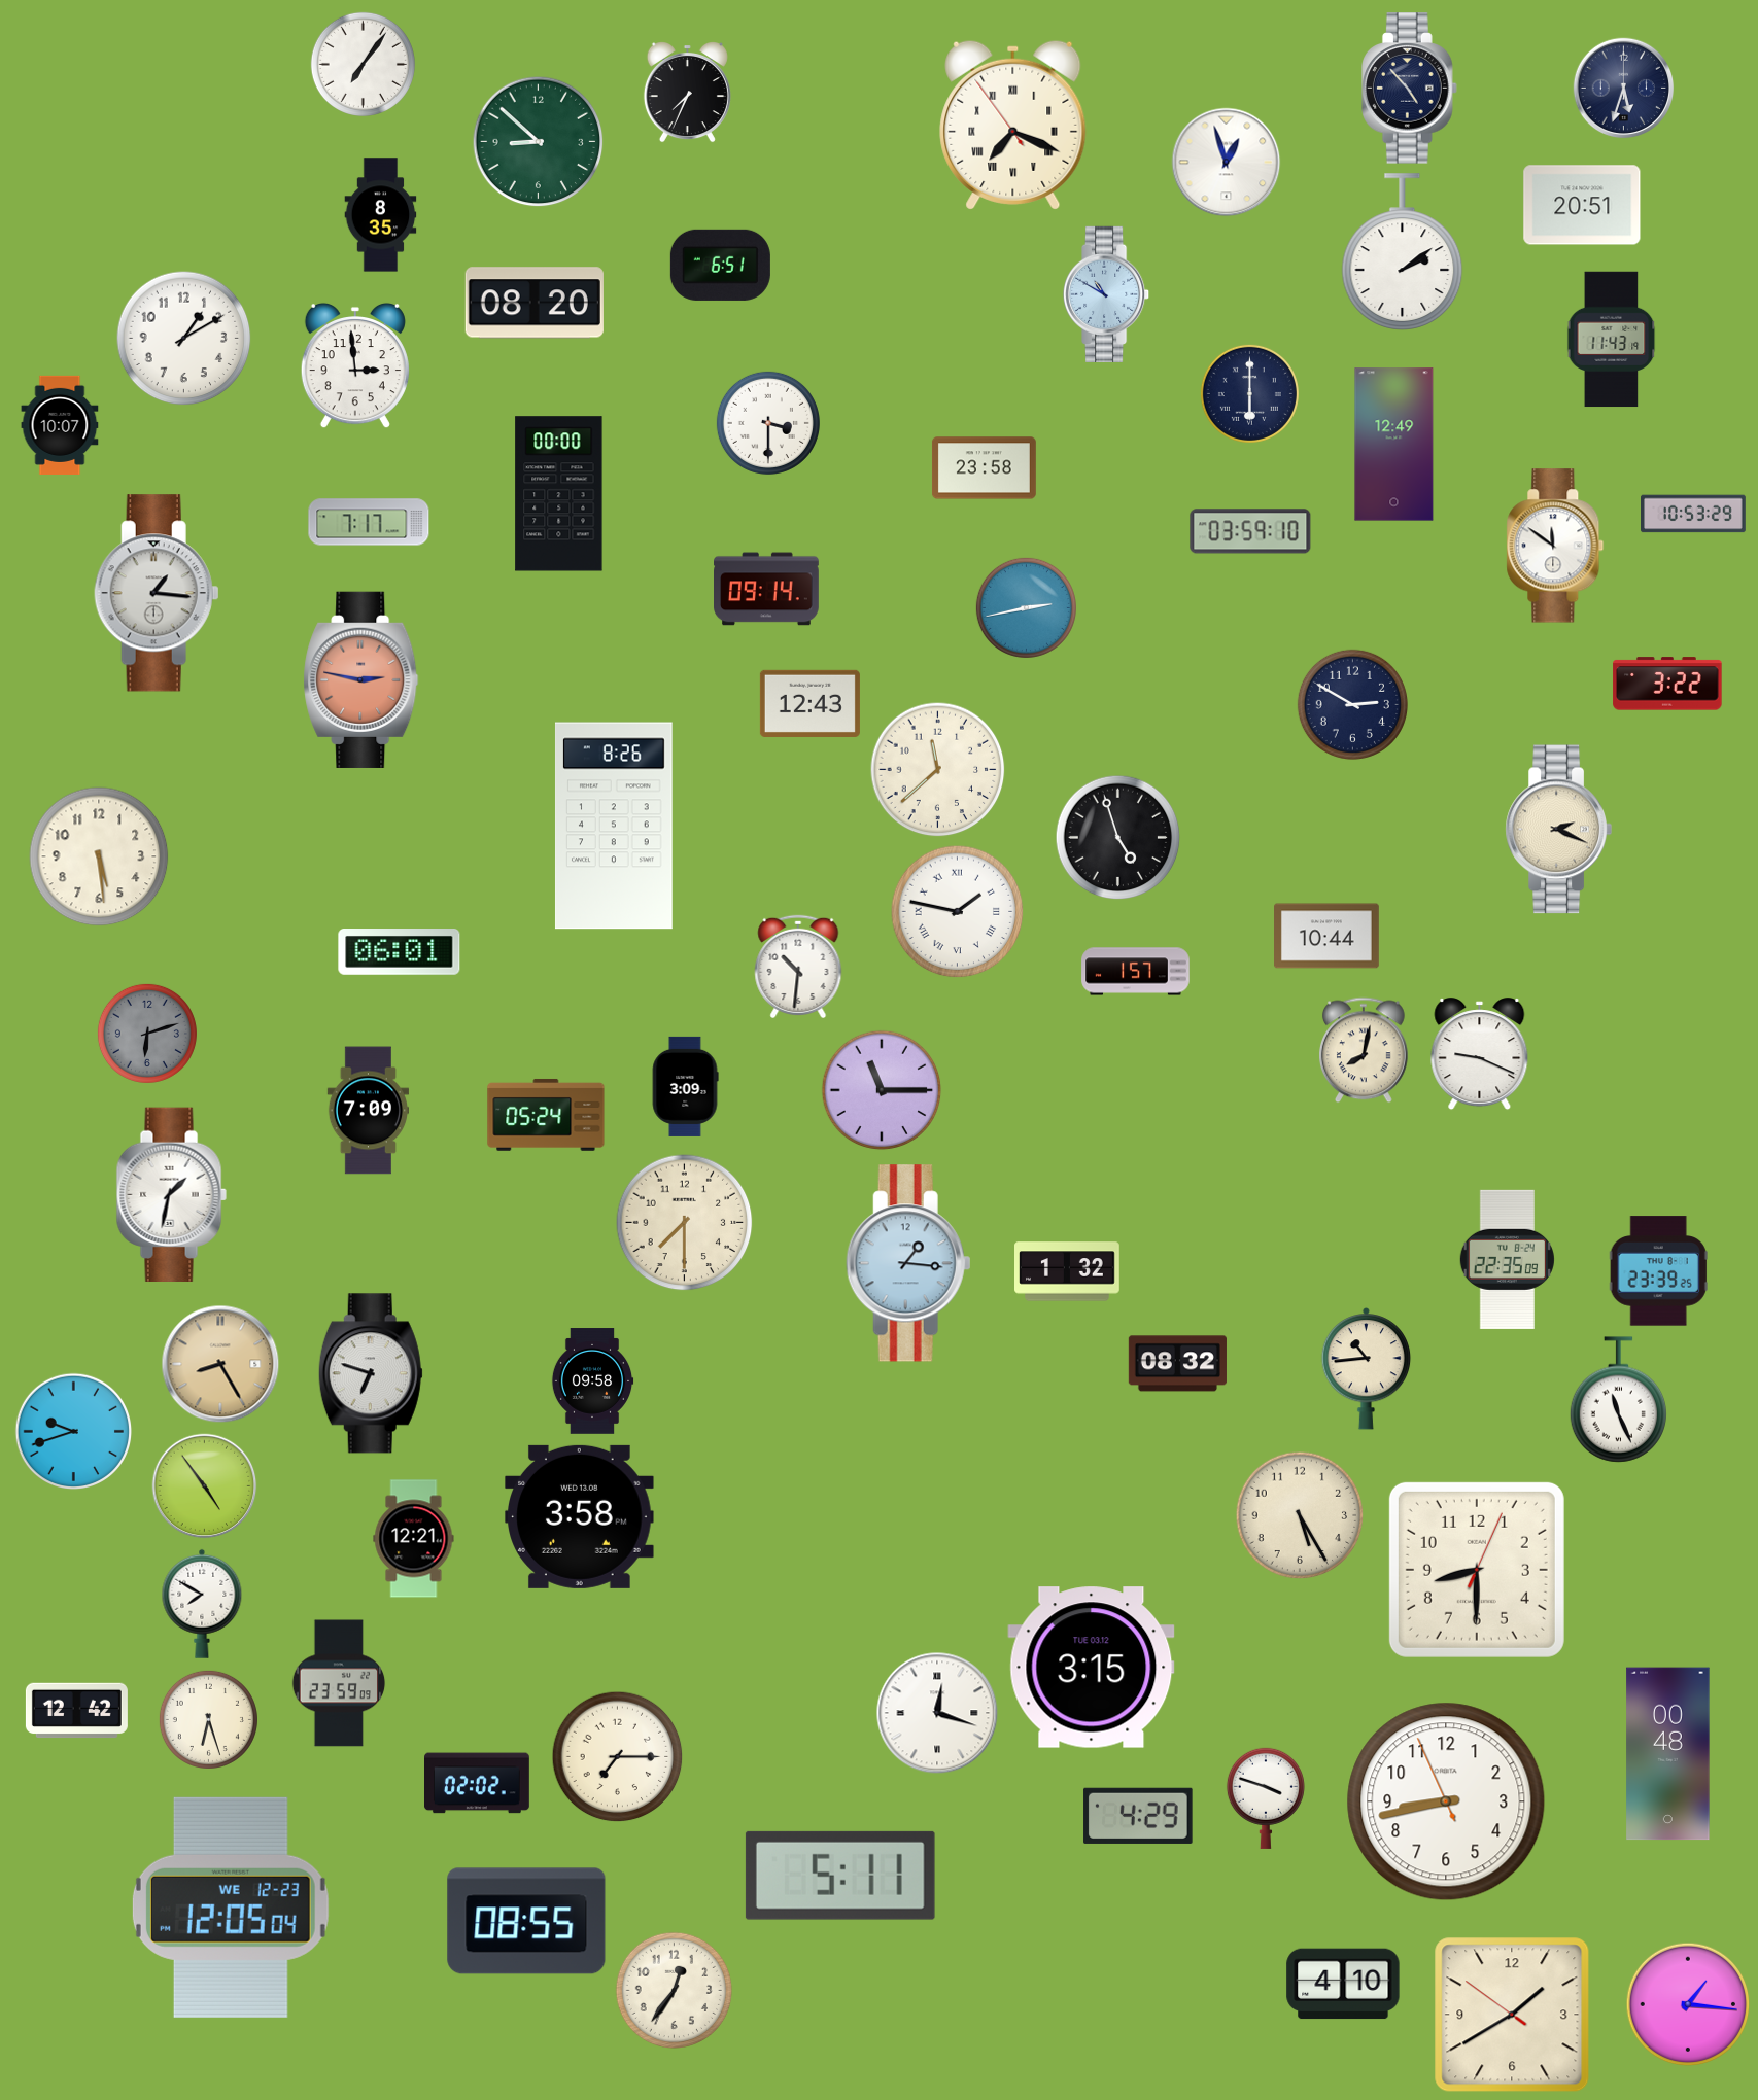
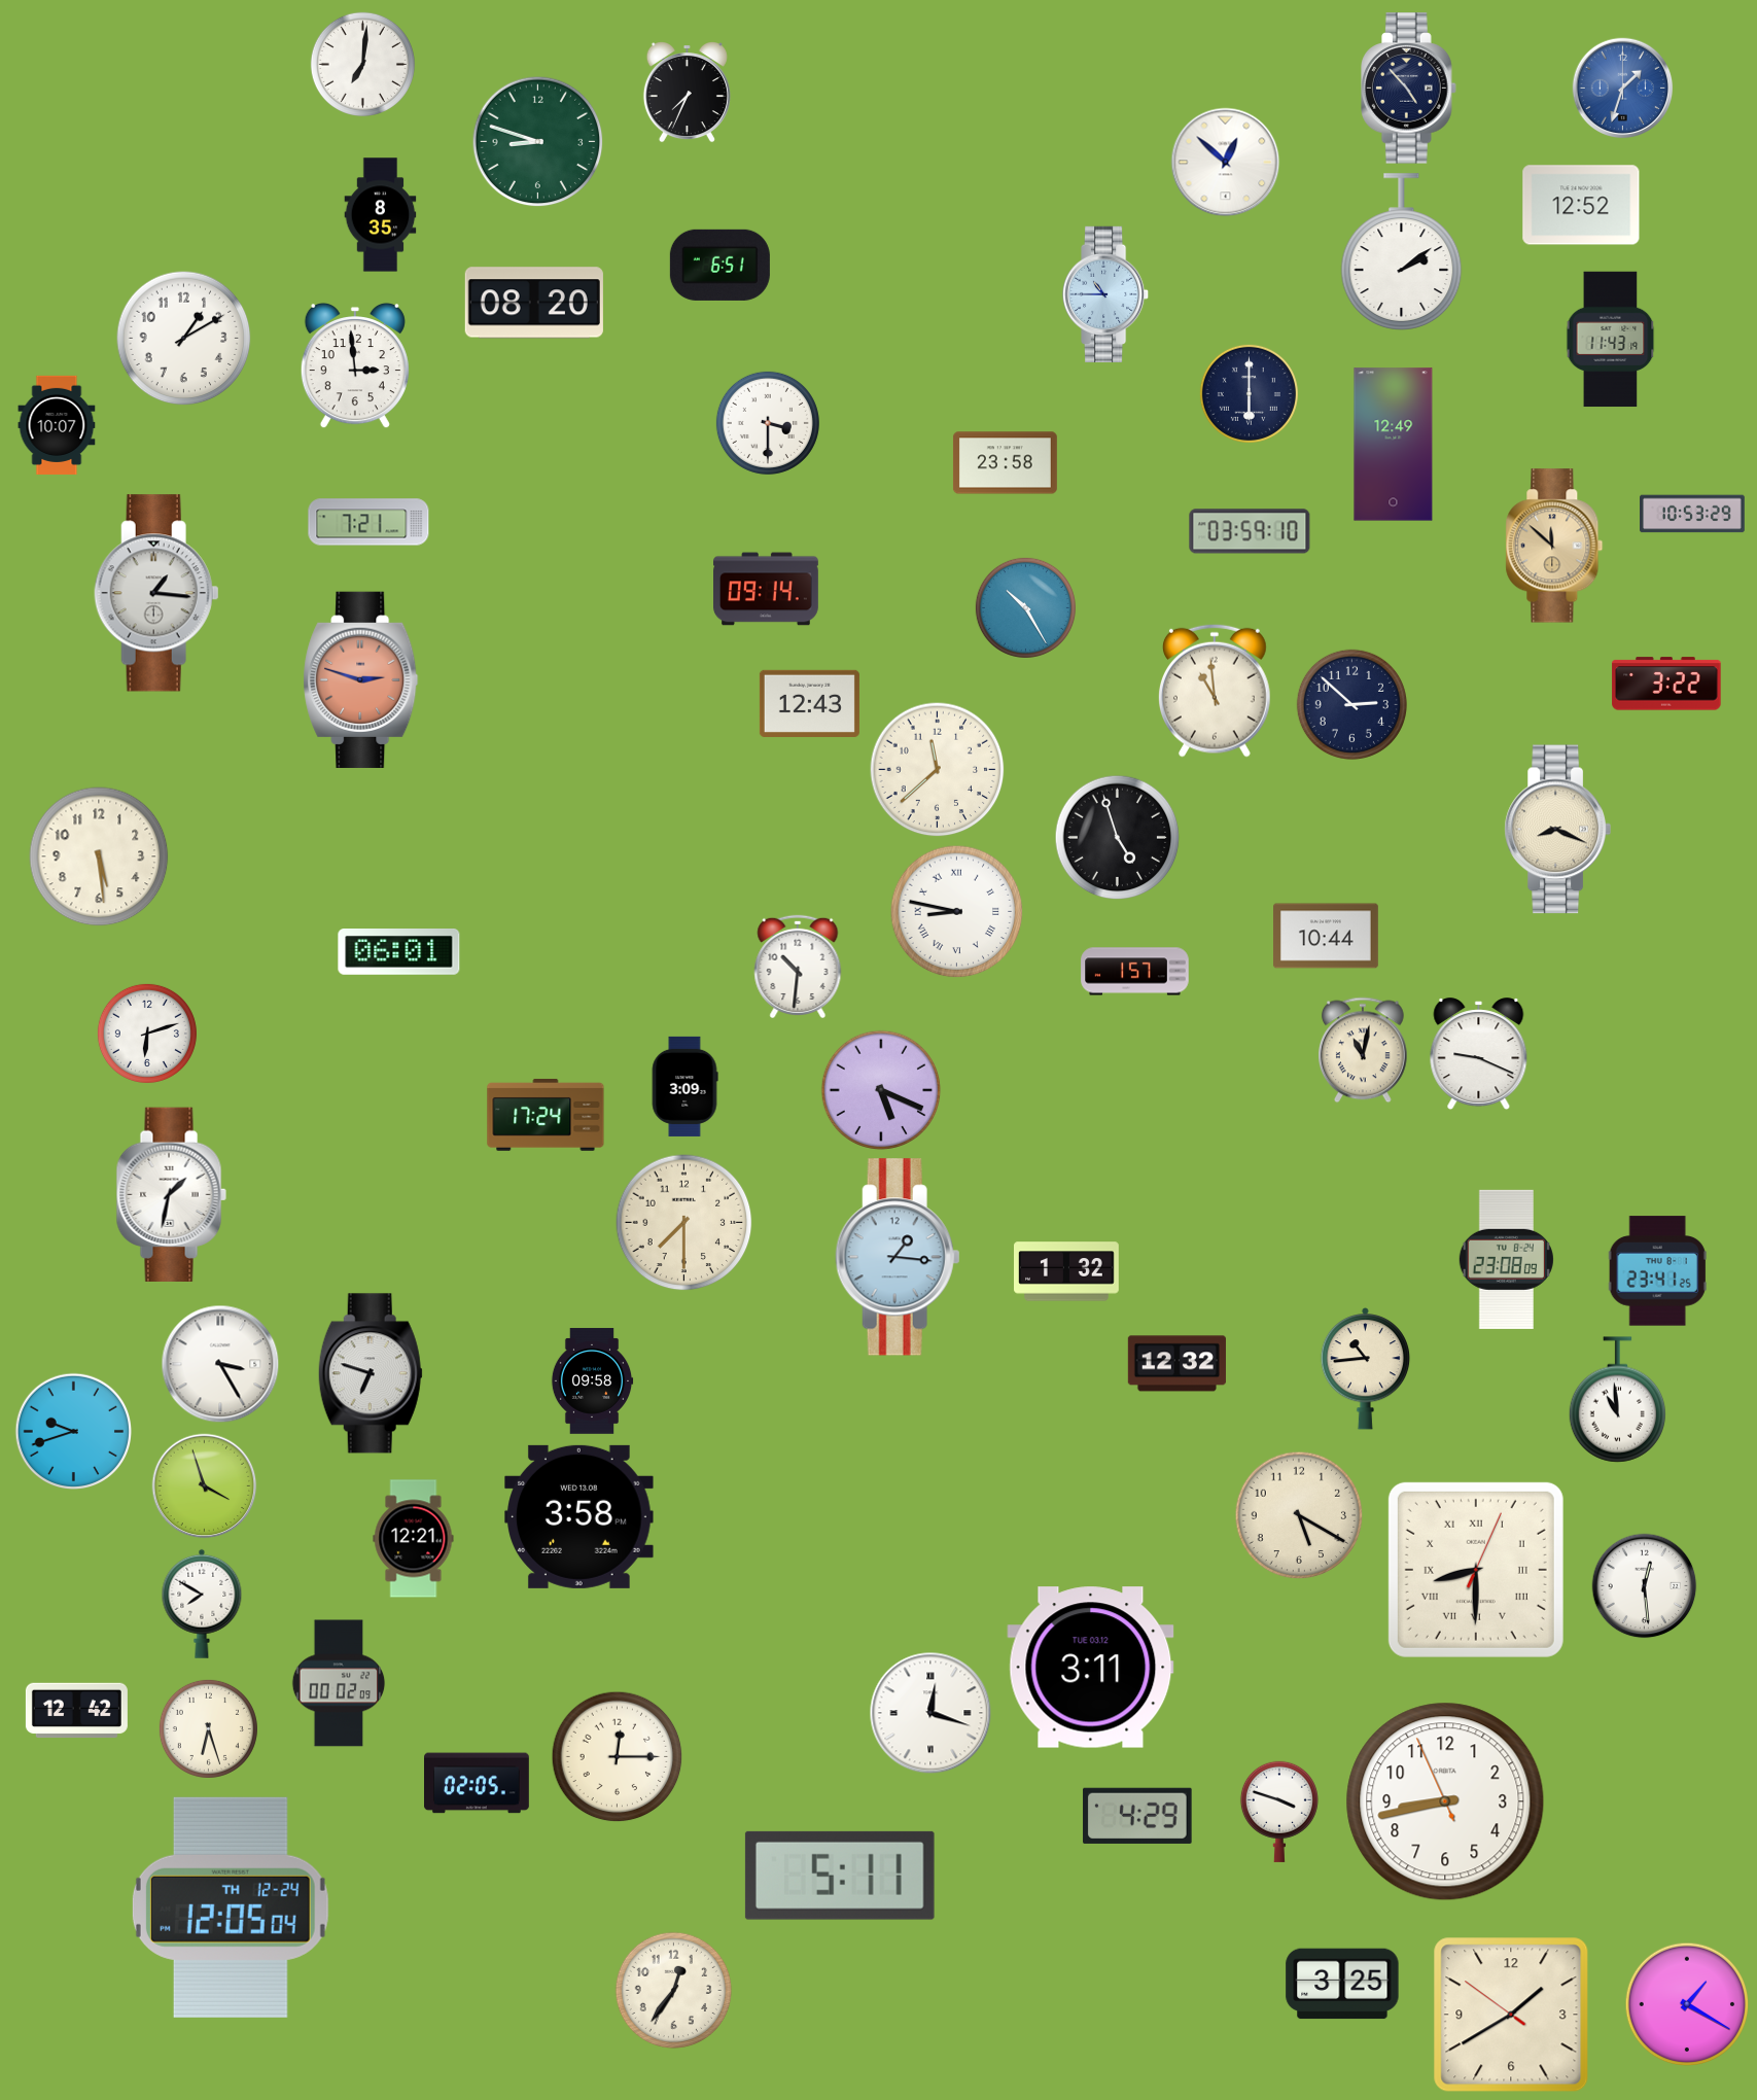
clock at (363, 64): 7:06 -> 7:01
clock at (1624, 89): 5:33 -> 1:33
clock at (1624, 89) dial: navy -> blue
clock at (1013, 125): 7:18 -> none
clock at (539, 142): 8:52 -> 8:48
clock at (1227, 163): 12:57 -> 12:52
clock at (1582, 205): 20:51 -> 12:52
clock at (1106, 293): 10:50 -> 10:45
clock at (60, 425) position: (60, 425) -> (57, 425)
clock at (984, 468) position: (984, 468) -> (1005, 463)
clock at (559, 494): 00:00 -> none
clock at (369, 522): 7:17 -> 7:21
clock at (1555, 546): 11:51 -> 11:52
clock at (1555, 546) dial: white -> champagne
clock at (1026, 607): 2:43 -> 10:25
clock at (361, 679): 2:47 -> 2:48
clock at (1215, 691): none -> 10:59
clock at (1352, 704): 2:50 -> 2:52
clock at (614, 826): 8:26 -> none
clock at (1558, 830): 2:19 -> 8:19
clock at (958, 912): 1:47 -> 8:47
clock at (147, 1034) dial: grey -> white
clock at (1365, 1050): 8:02 -> 11:02
clock at (882, 1090): 11:15 -> 5:19
clock at (369, 1111): 7:09 -> none
clock at (546, 1115): 05:24 -> 17:24
clock at (1507, 1259): 22:35 -> 23:08
clock at (908, 1263) position: (908, 1263) -> (898, 1257)
clock at (1658, 1271): 23:39 -> 23:41
clock at (220, 1364): 8:25 -> 3:25
clock at (220, 1364) dial: champagne -> white
clock at (1177, 1364): 08:32 -> 12:32
clock at (1618, 1400): 11:26 -> 10:59
clock at (205, 1486): 4:54 -> 3:57
clock at (1300, 1515): 5:25 -> 5:20
clock at (1477, 1570) numerals: Arabic -> Roman
clock at (1645, 1586): none -> 12:29
clock at (1092, 1668): 3:15 -> 3:11
clock at (339, 1683): 23:59 -> 00:02
clock at (937, 1713) position: (937, 1713) -> (930, 1713)
clock at (208, 1719) position: (208, 1719) -> (208, 1728)
clock at (1668, 1754): 00:48 -> none
clock at (618, 1757): 7:15 -> 12:15
clock at (478, 1783): 02:02 -> 02:05
clock at (1266, 1798) position: (1266, 1798) -> (1279, 1812)
clock at (231, 1907) date: WE 12-23 -> TH 12-24
clock at (526, 1921): 08:55 -> none
clock at (1343, 1984): 4:10 -> 3:25
clock at (1688, 2004): 1:16 -> 1:20
